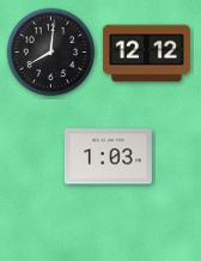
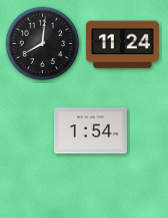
clock at (146, 54): 12:12 -> 11:24
clock at (108, 157): 1:03 -> 1:54
